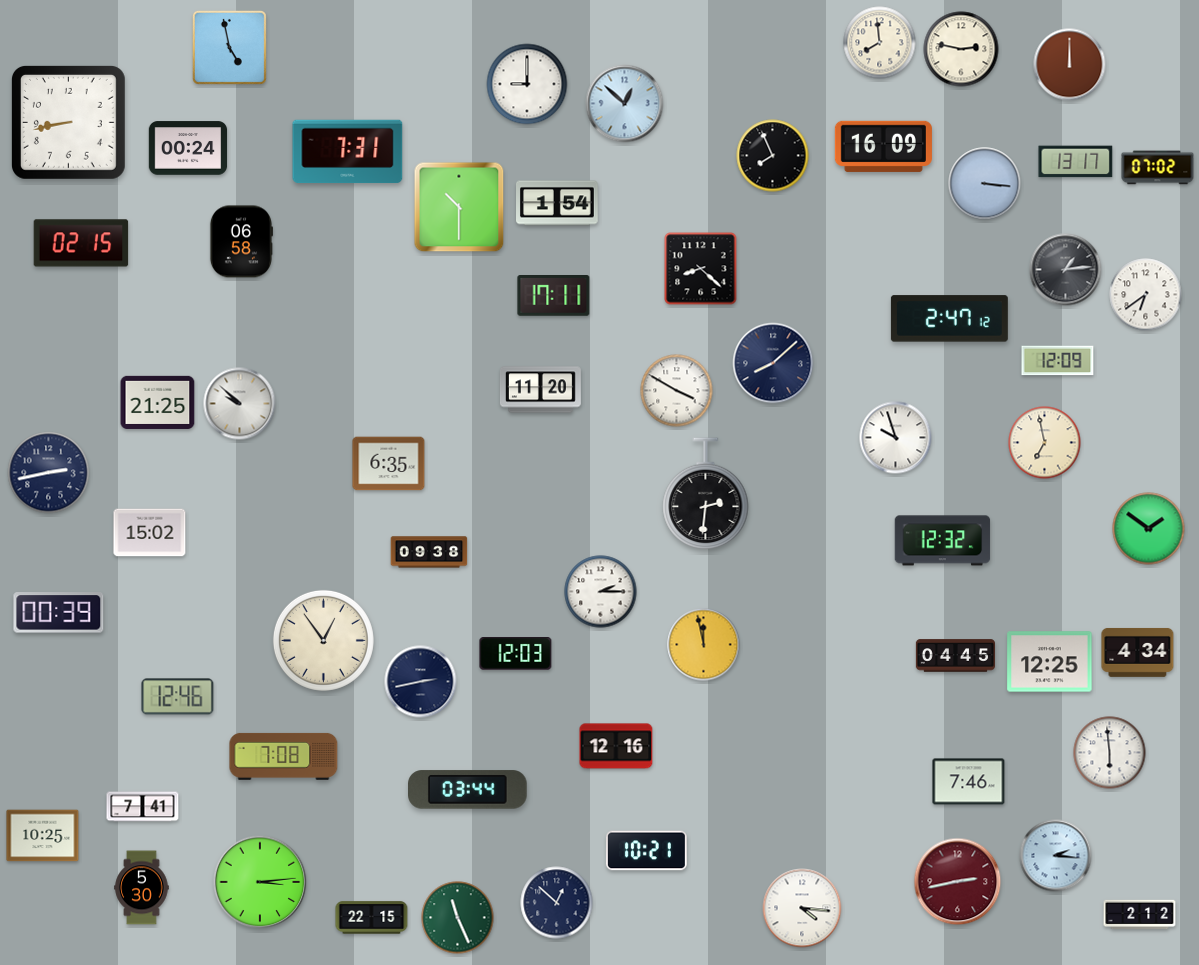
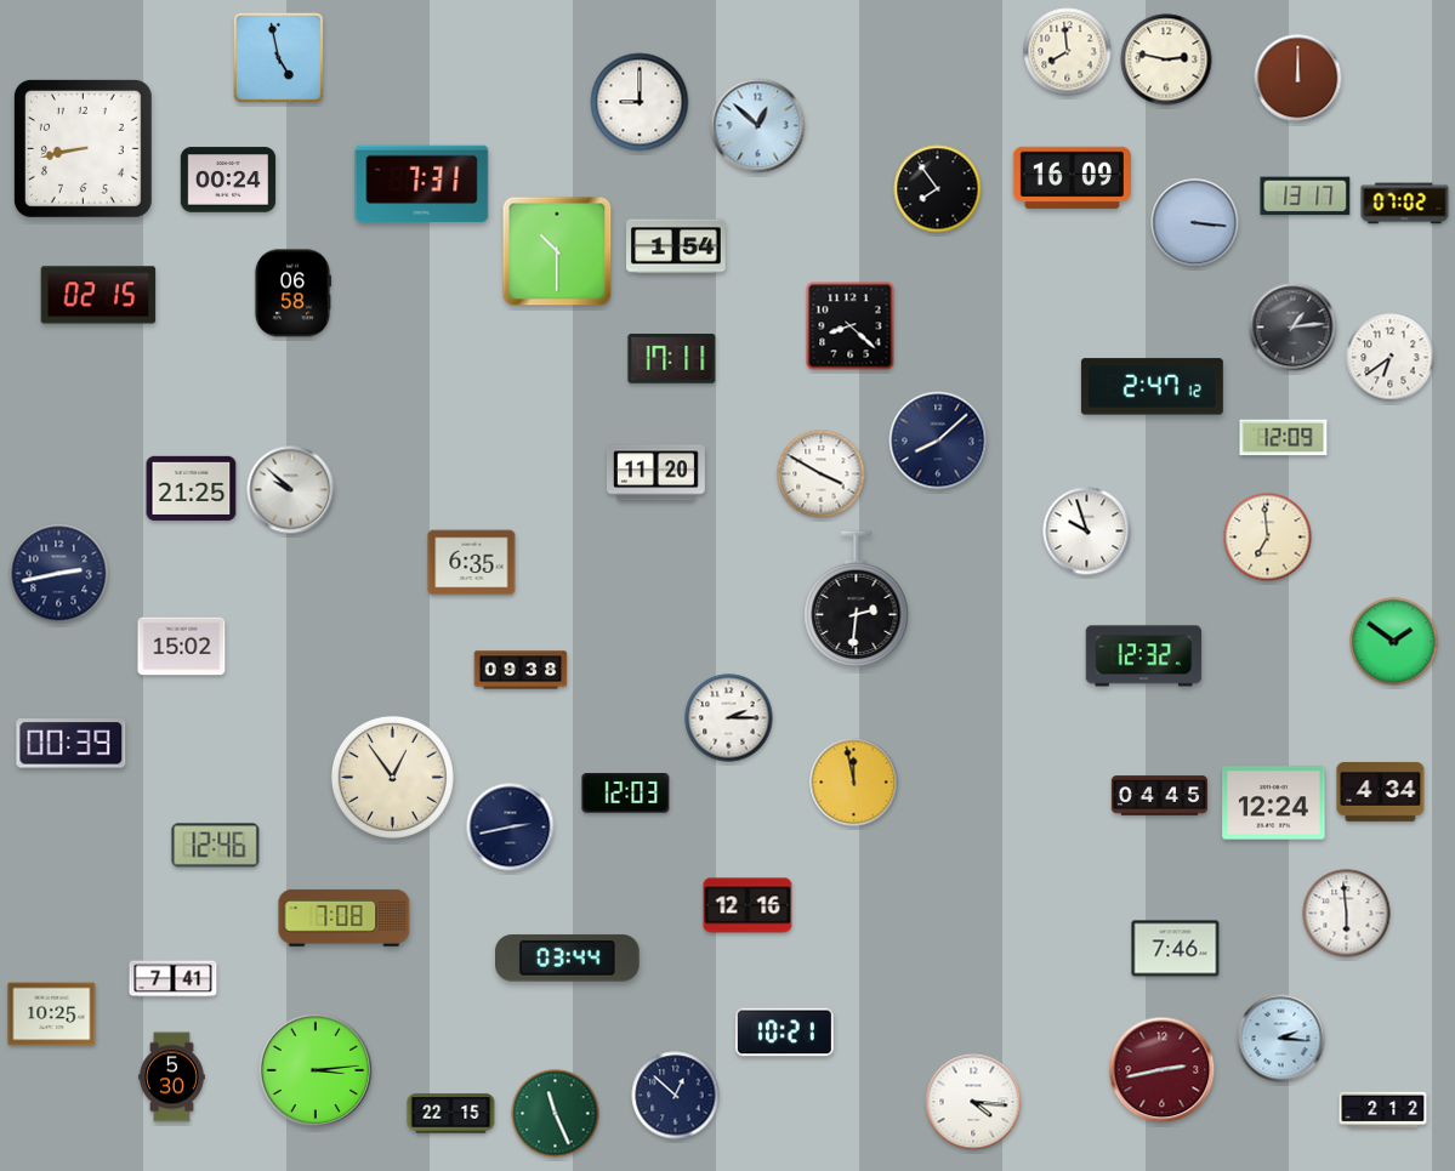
clock at (773, 156): 7:56 -> 7:54
clock at (1045, 443): 6:58 -> 6:59
clock at (1050, 662): 12:25 -> 12:24
